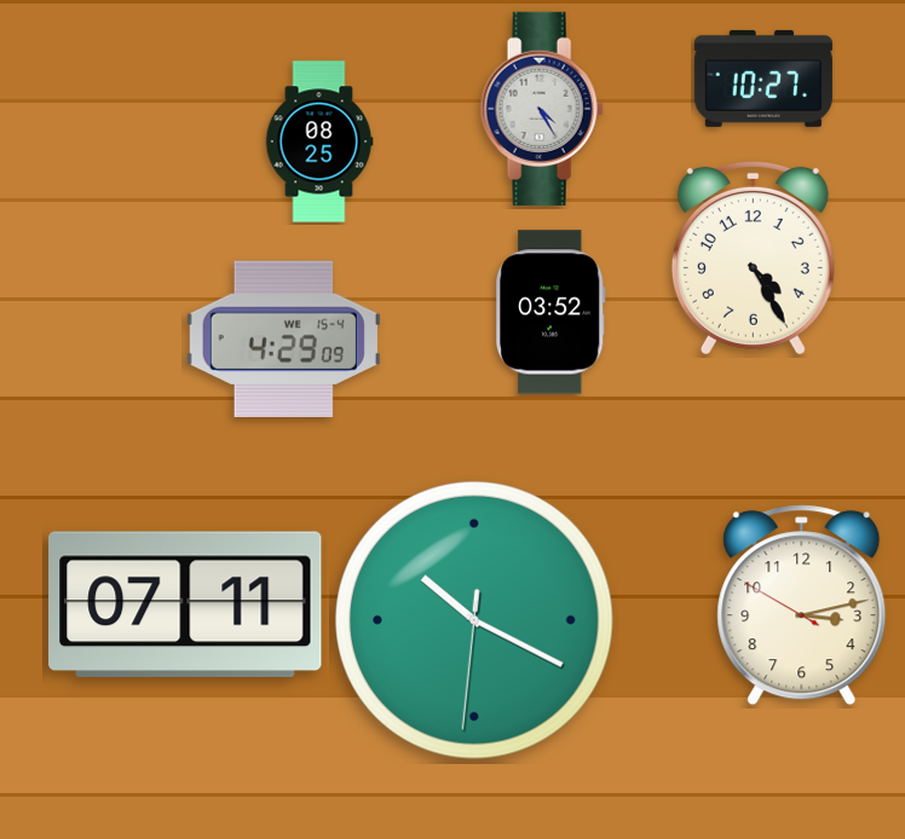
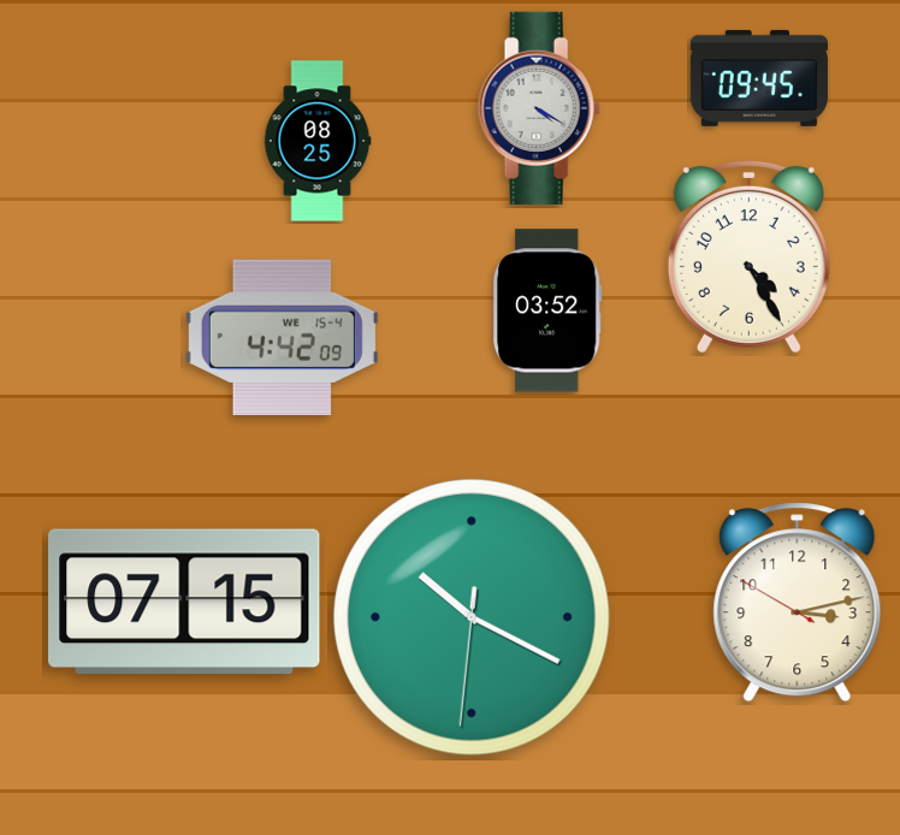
clock at (763, 79): 10:27 -> 09:45
clock at (542, 109): 4:25 -> 4:20
clock at (283, 339): 4:29 -> 4:42
clock at (185, 603): 07:11 -> 07:15
